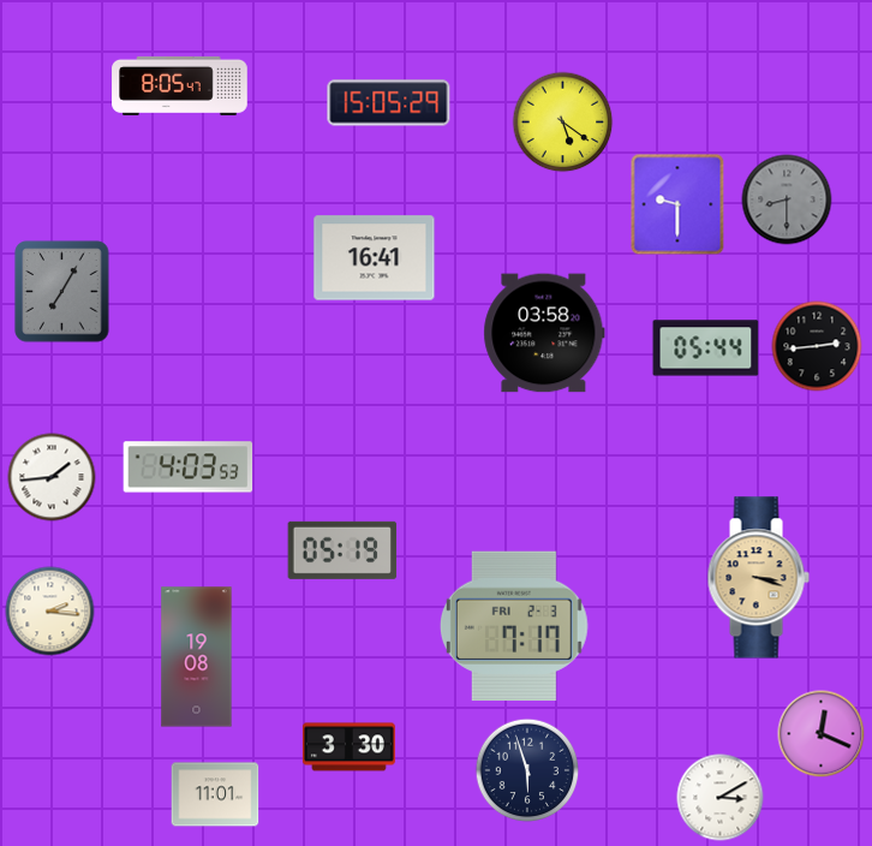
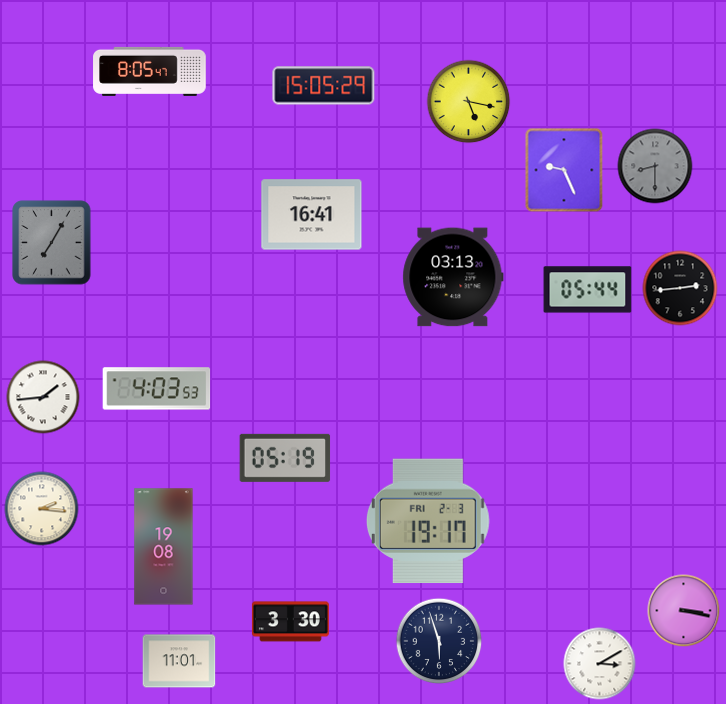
clock at (563, 123): 5:21 -> 5:17
clock at (677, 204): 9:30 -> 9:26
clock at (544, 333): 03:58 -> 03:13
clock at (758, 578): 3:18 -> none
clock at (514, 626): 7:17 -> 19:17
clock at (822, 734): 12:19 -> 3:17
